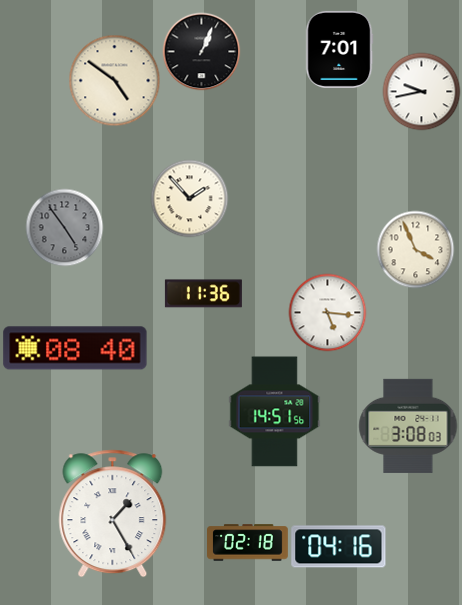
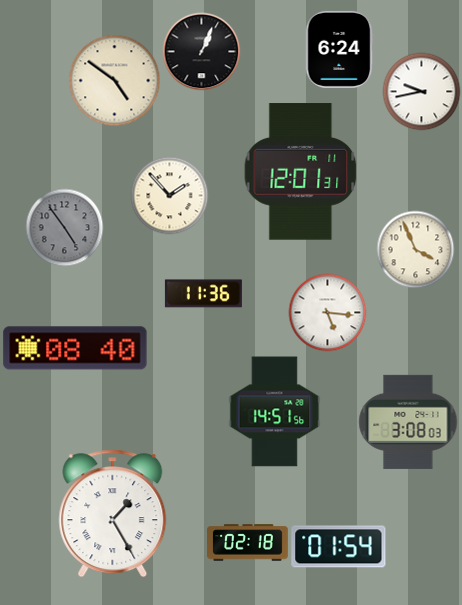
clock at (339, 49): 7:01 -> 6:24
clock at (301, 172): none -> 12:01
clock at (189, 198) position: (189, 198) -> (169, 195)
clock at (408, 426) position: (408, 426) -> (408, 422)
clock at (339, 547): 04:16 -> 01:54
